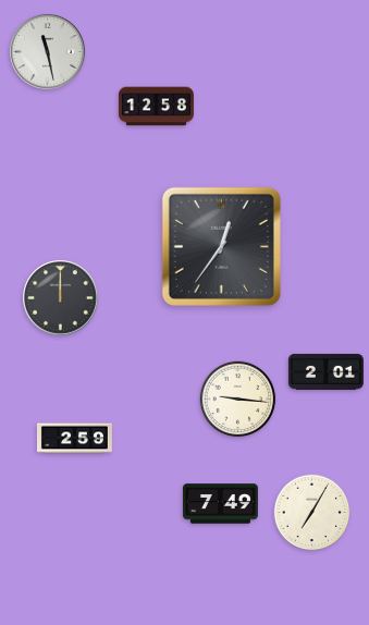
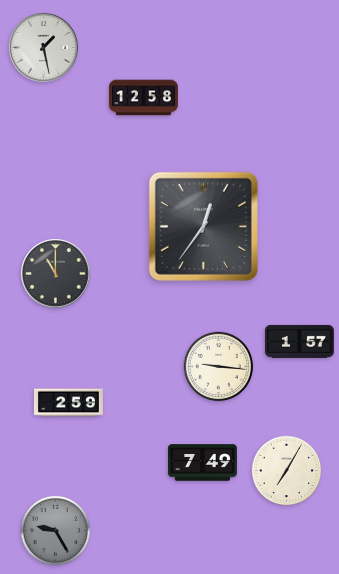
clock at (48, 52): 11:28 -> 1:28
clock at (61, 298): 12:00 -> 11:00
clock at (325, 371): 2:01 -> 1:57
clock at (56, 531): none -> 9:25
